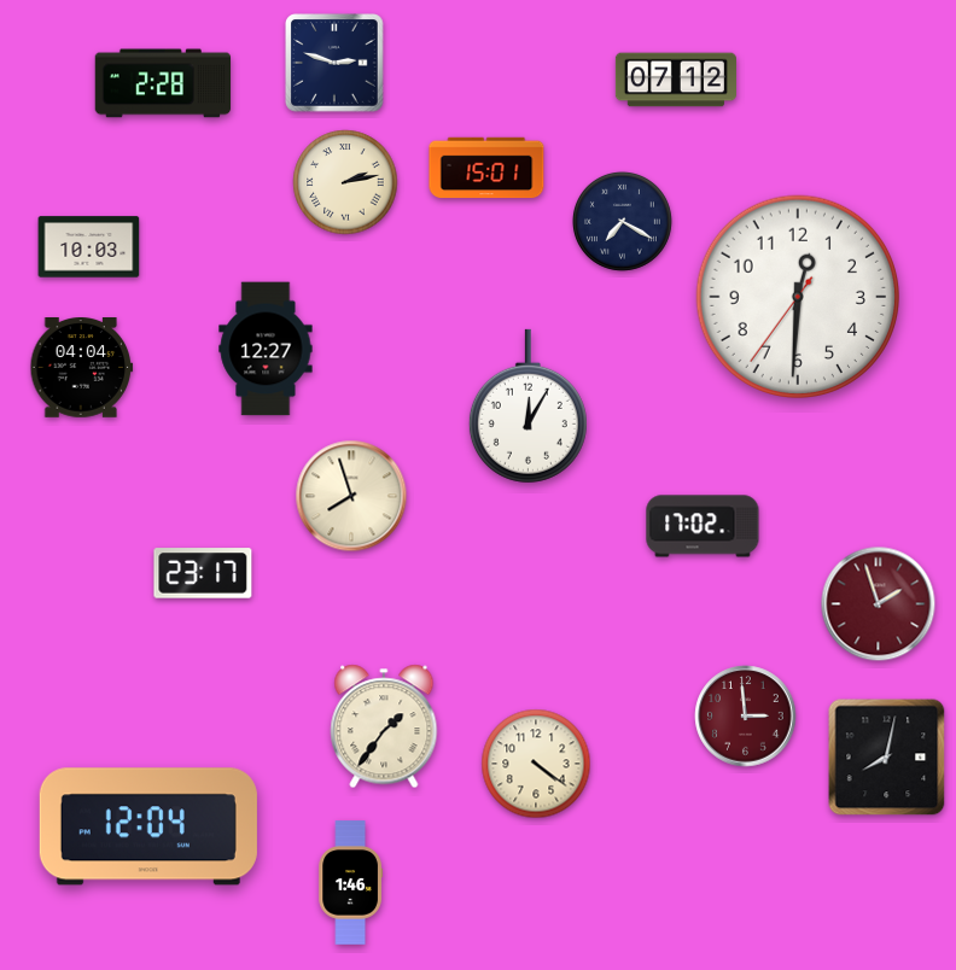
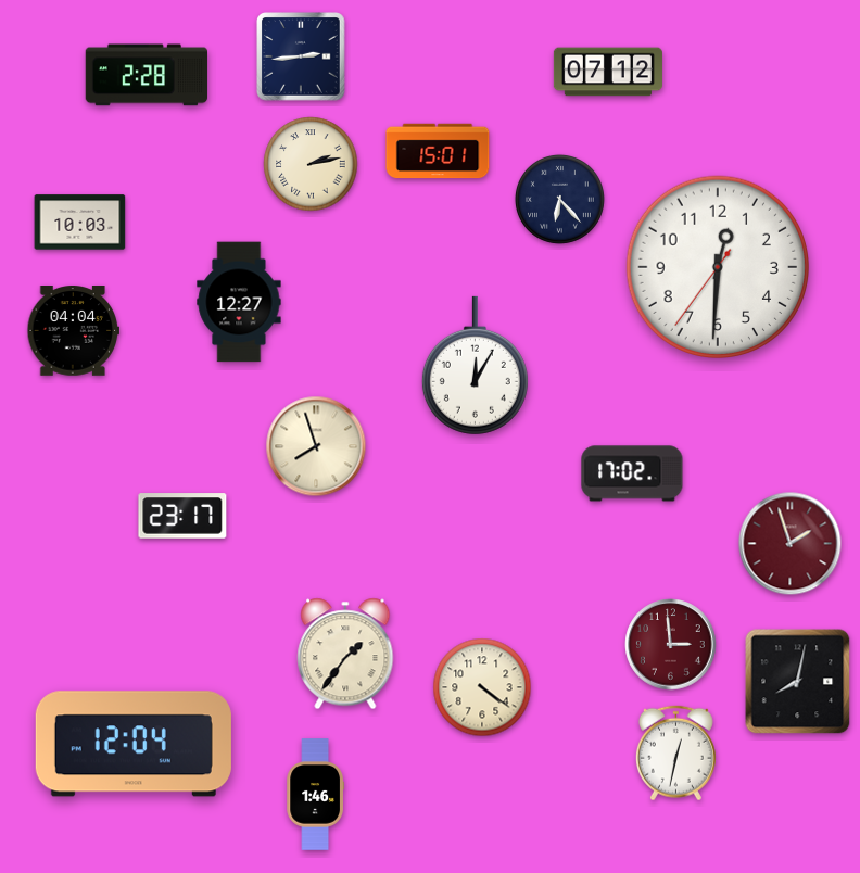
clock at (334, 63): 2:48 -> 2:44
clock at (622, 221): 7:20 -> 6:23
clock at (266, 349) position: (266, 349) -> (239, 302)
clock at (675, 754): none -> 12:32
